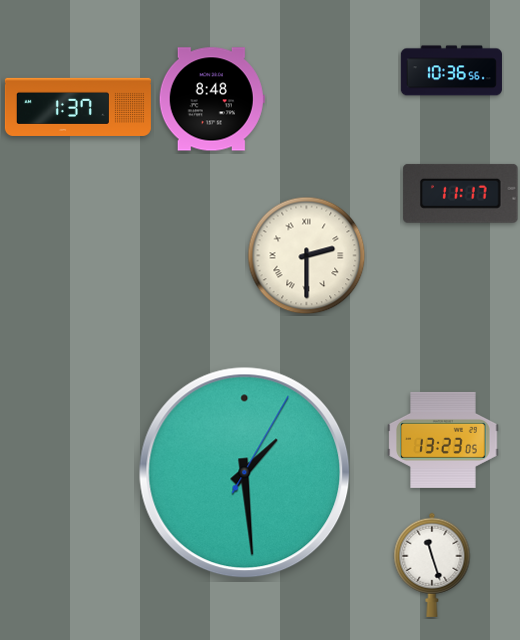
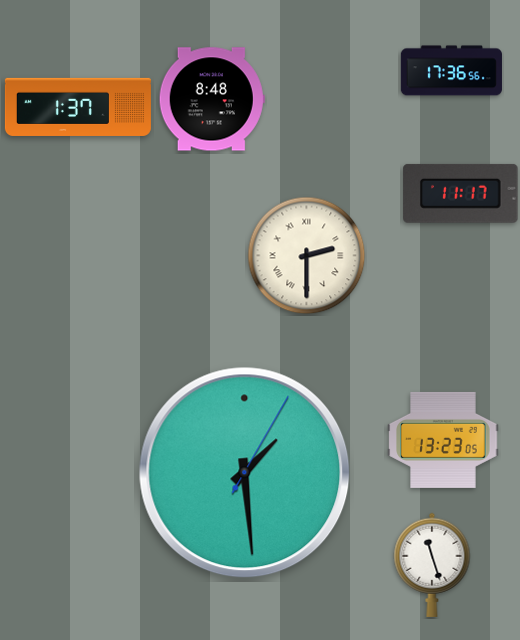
clock at (451, 71): 10:36 -> 17:36
